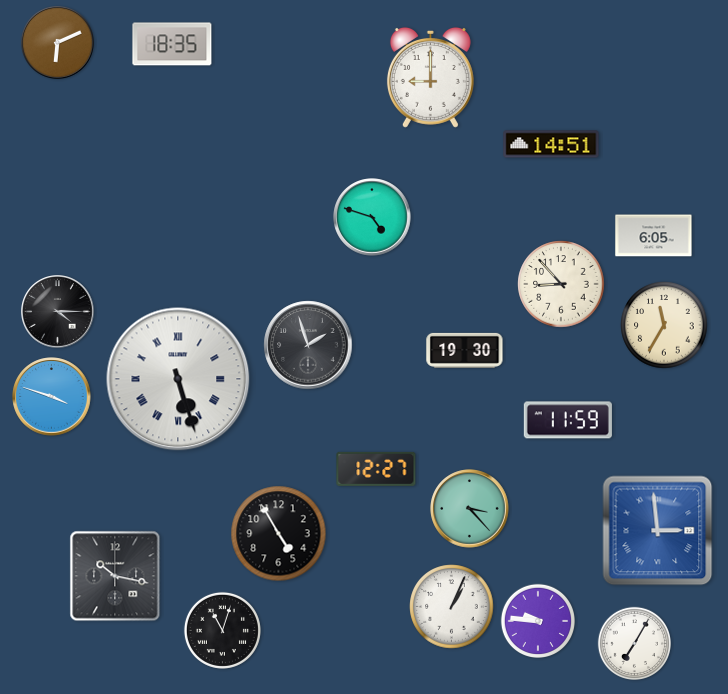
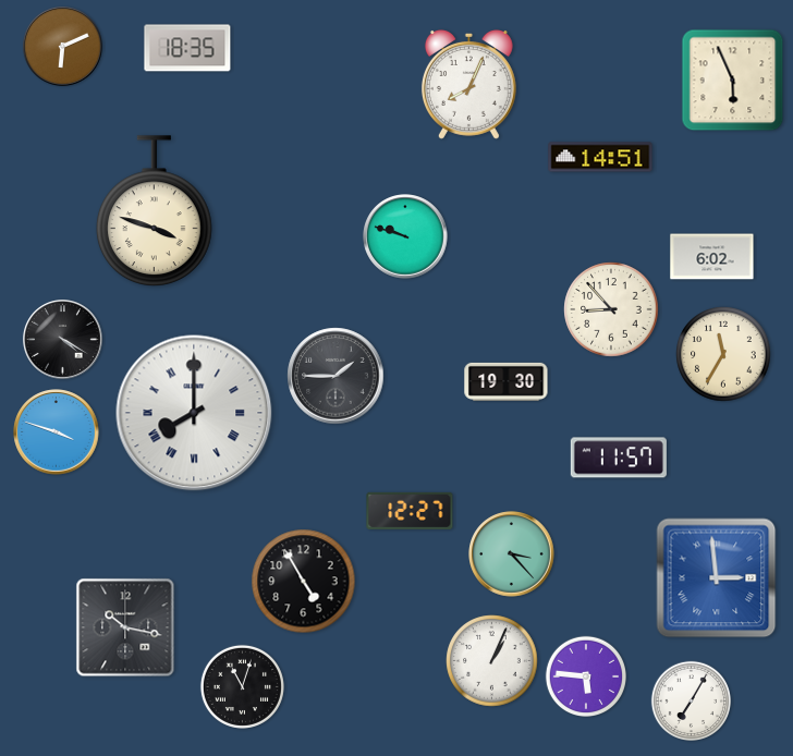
clock at (733, 81): none -> 5:56
clock at (430, 77): 9:00 -> 8:04
clock at (155, 210): none -> 3:48
clock at (372, 217): 4:48 -> 9:48
clock at (654, 236): 6:05 -> 6:02
clock at (58, 312): 4:15 -> 4:20
clock at (308, 345): 1:57 -> 1:45
clock at (178, 379): 5:27 -> 8:00
clock at (568, 420): 11:59 -> 11:57
clock at (537, 620): 9:46 -> 5:46
